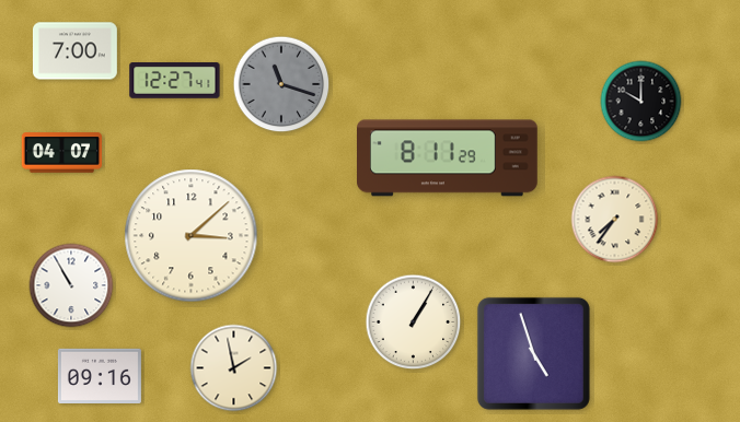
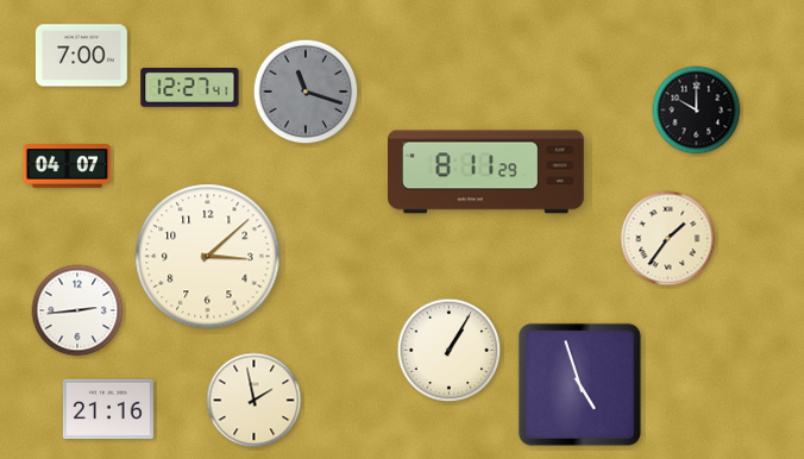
clock at (615, 220): 7:36 -> 1:36
clock at (71, 285): 10:55 -> 2:44
clock at (100, 375): 09:16 -> 21:16
